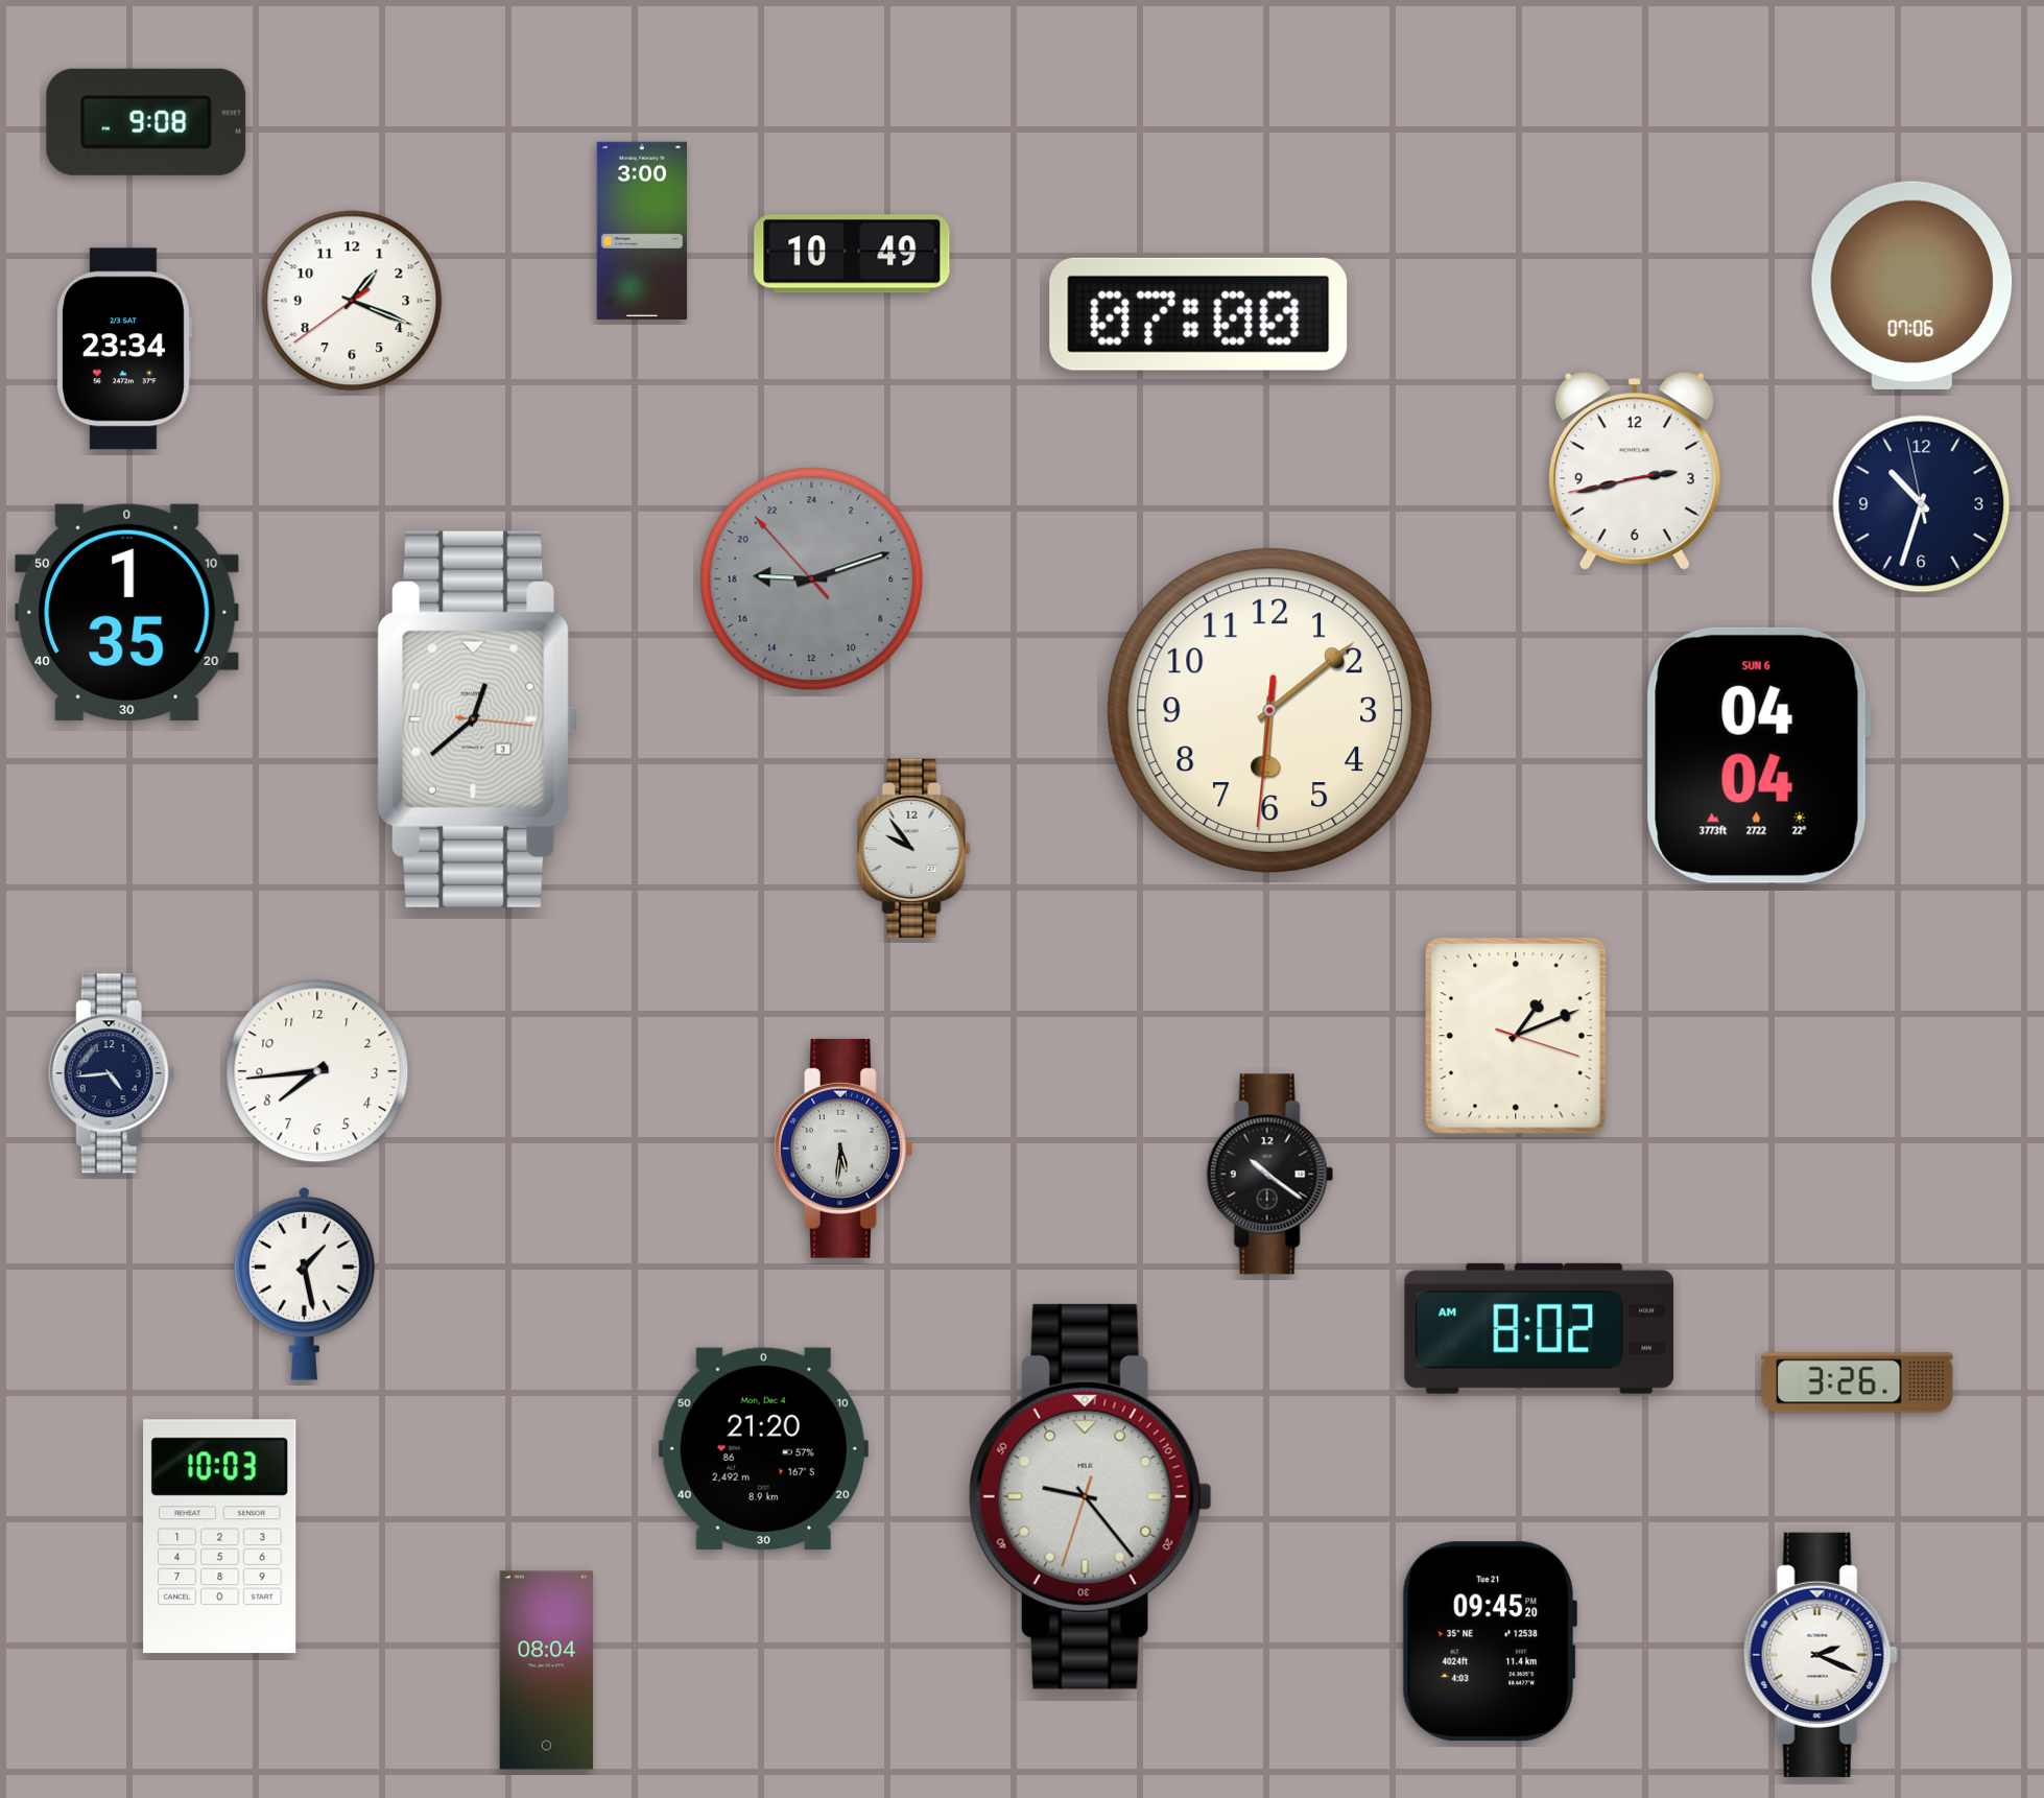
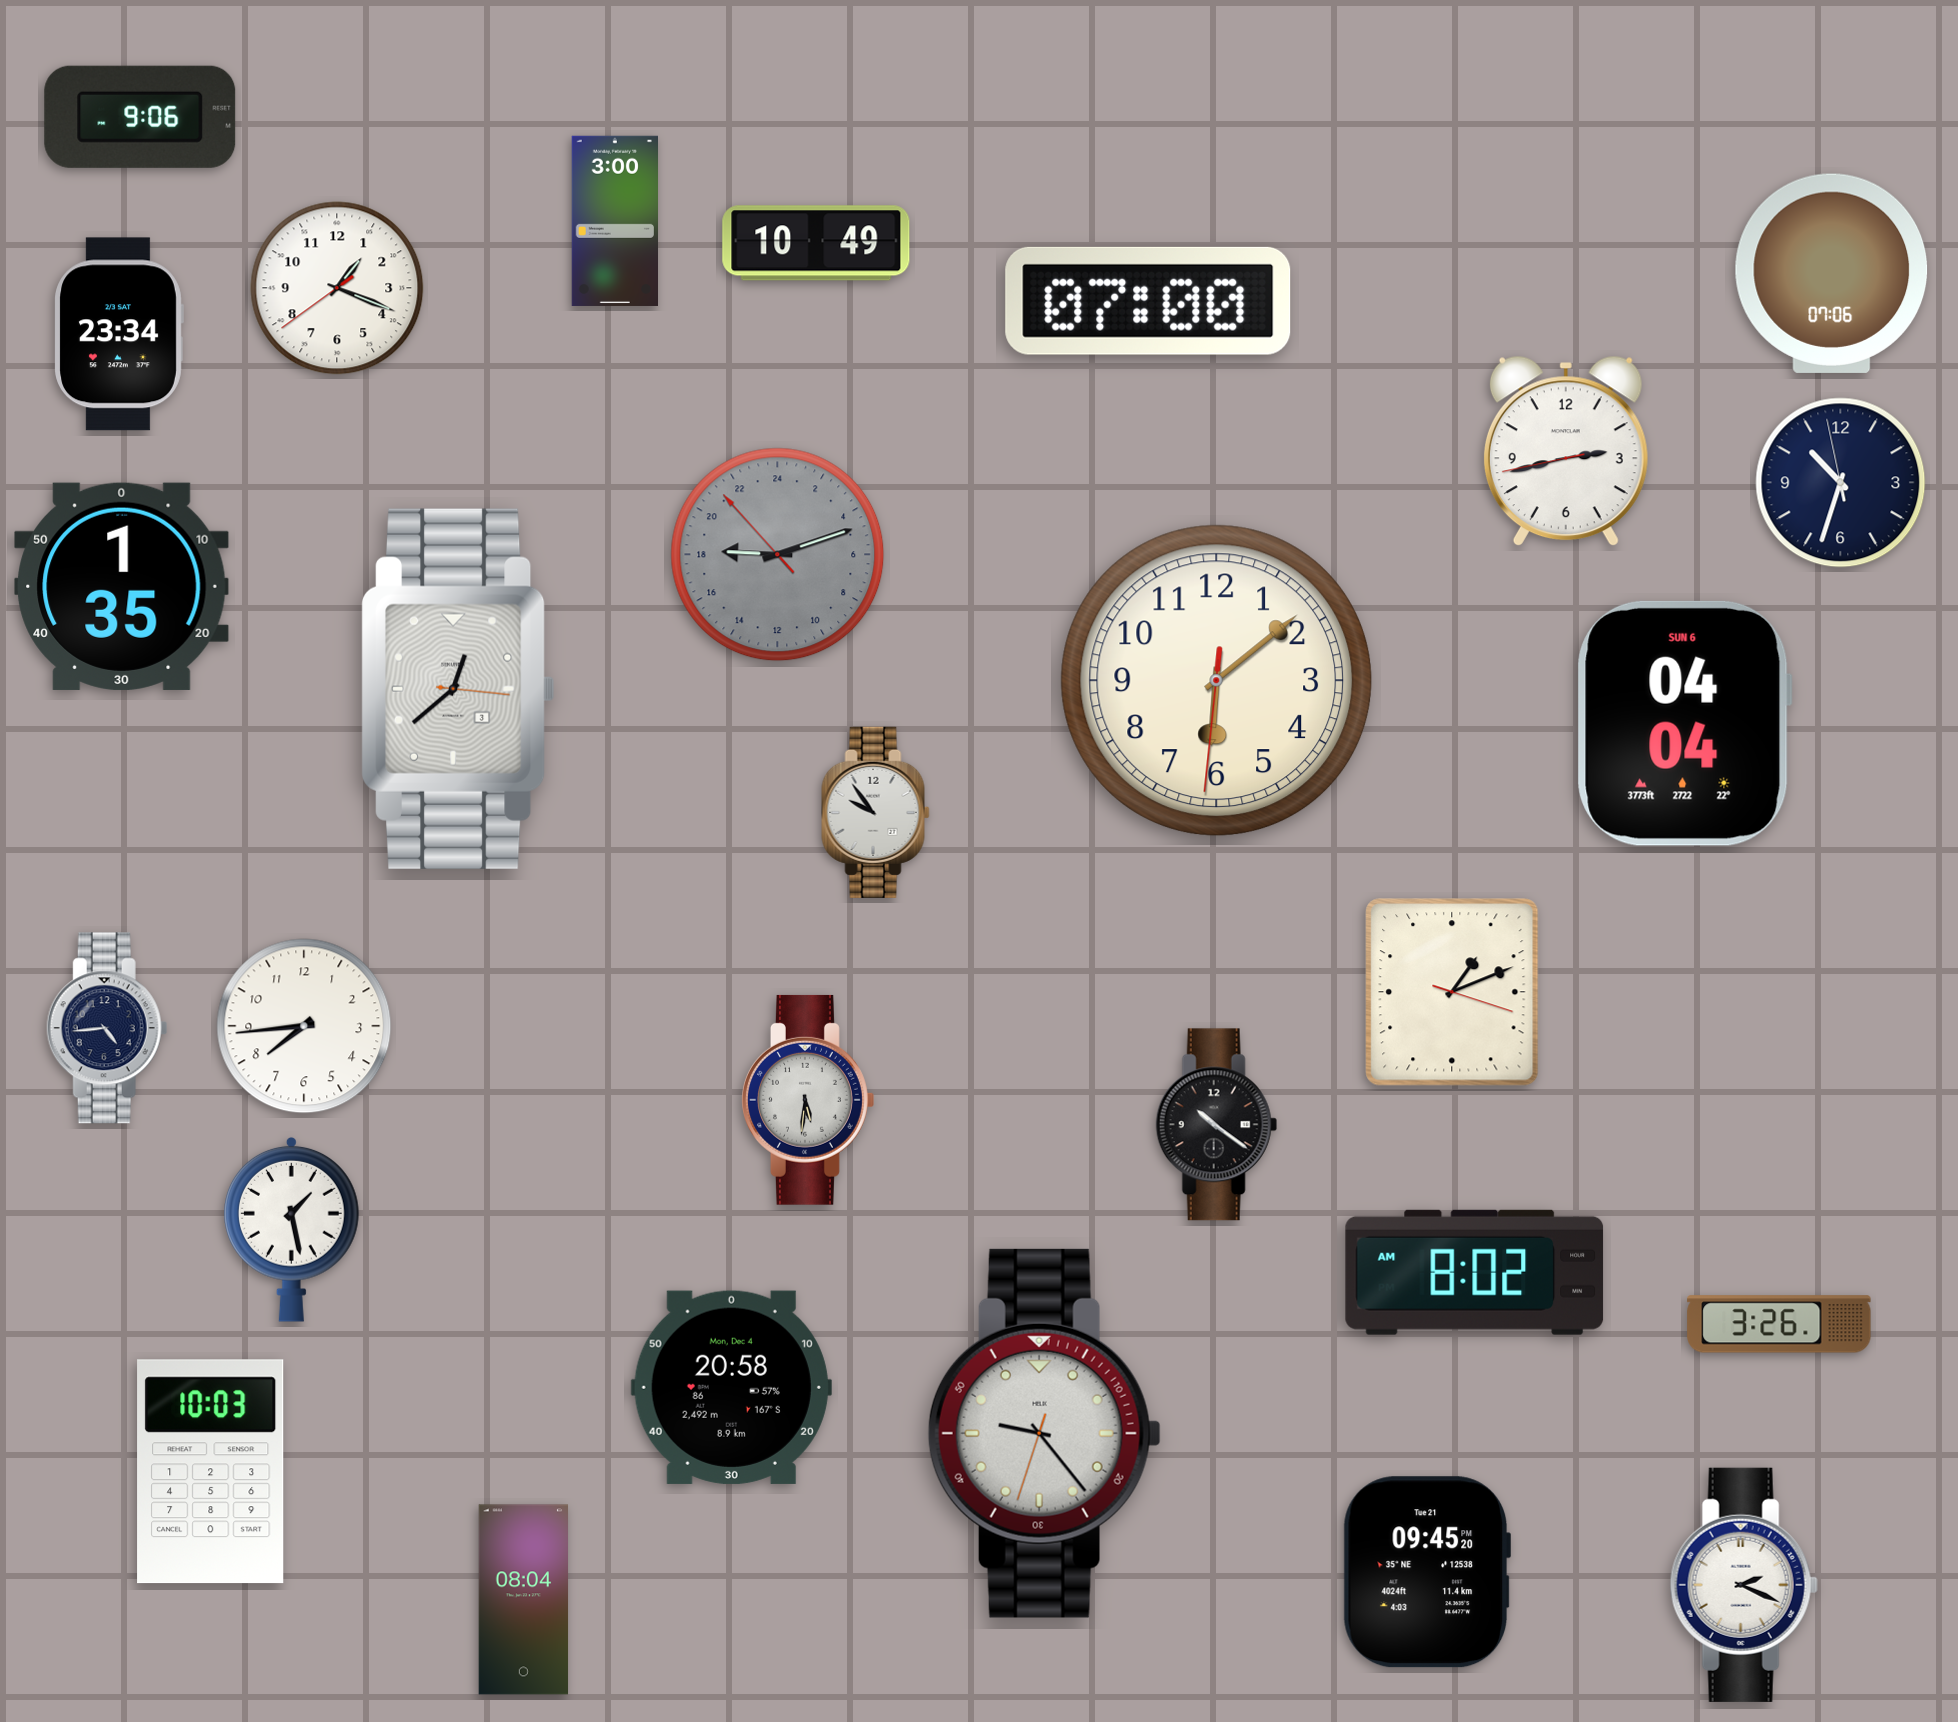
clock at (146, 122): 9:08 -> 9:06
clock at (763, 1448): 21:20 -> 20:58
